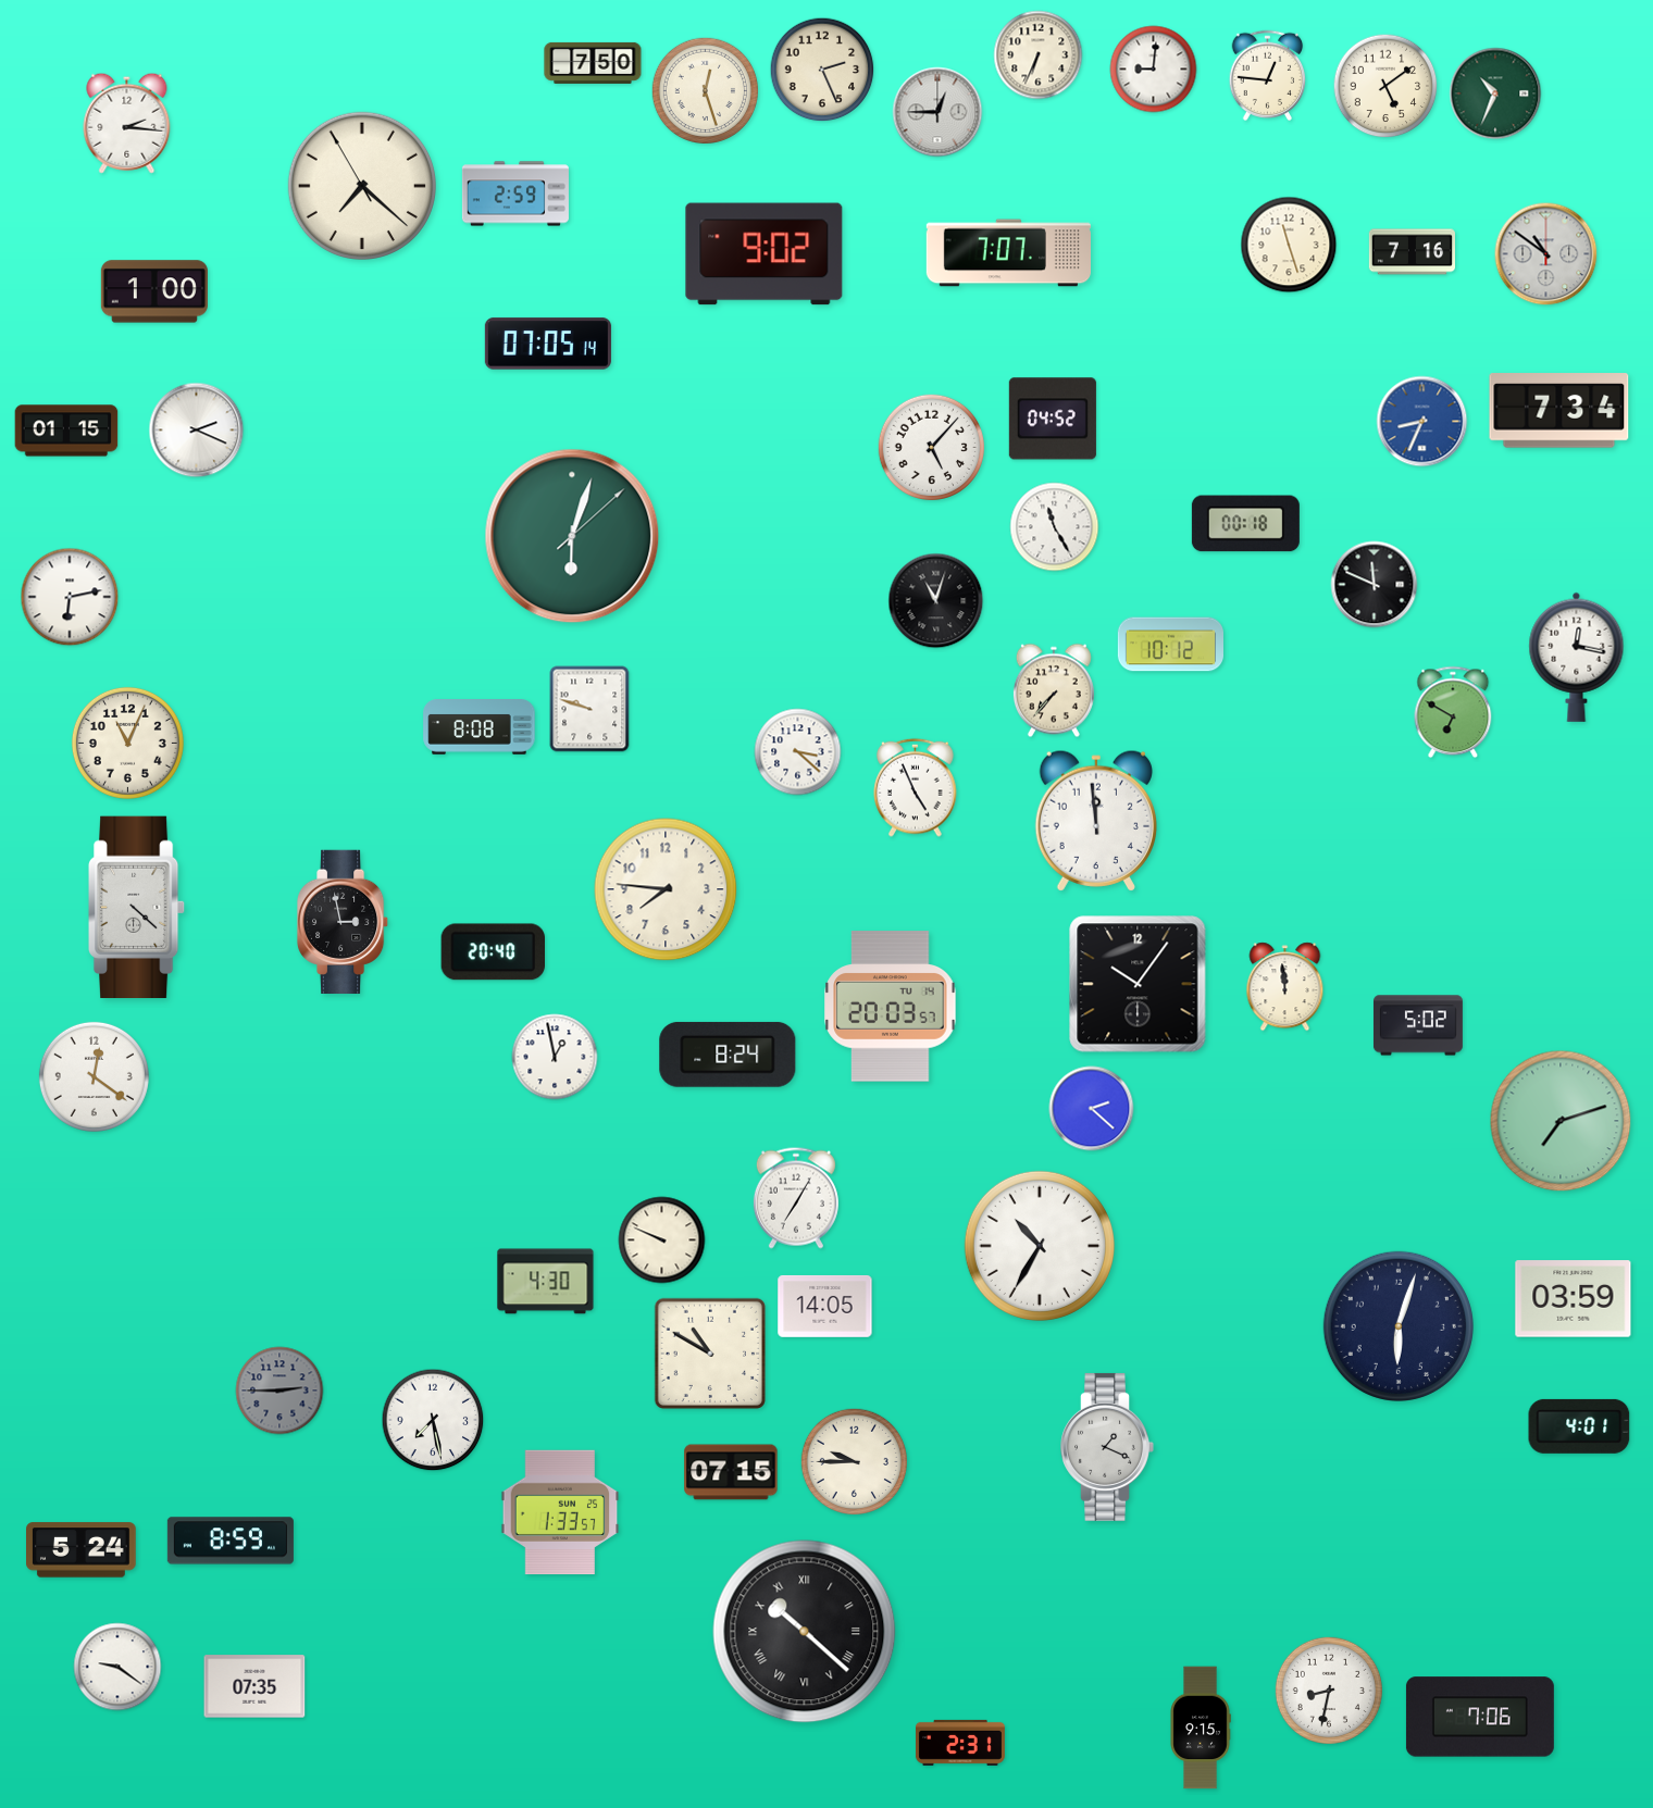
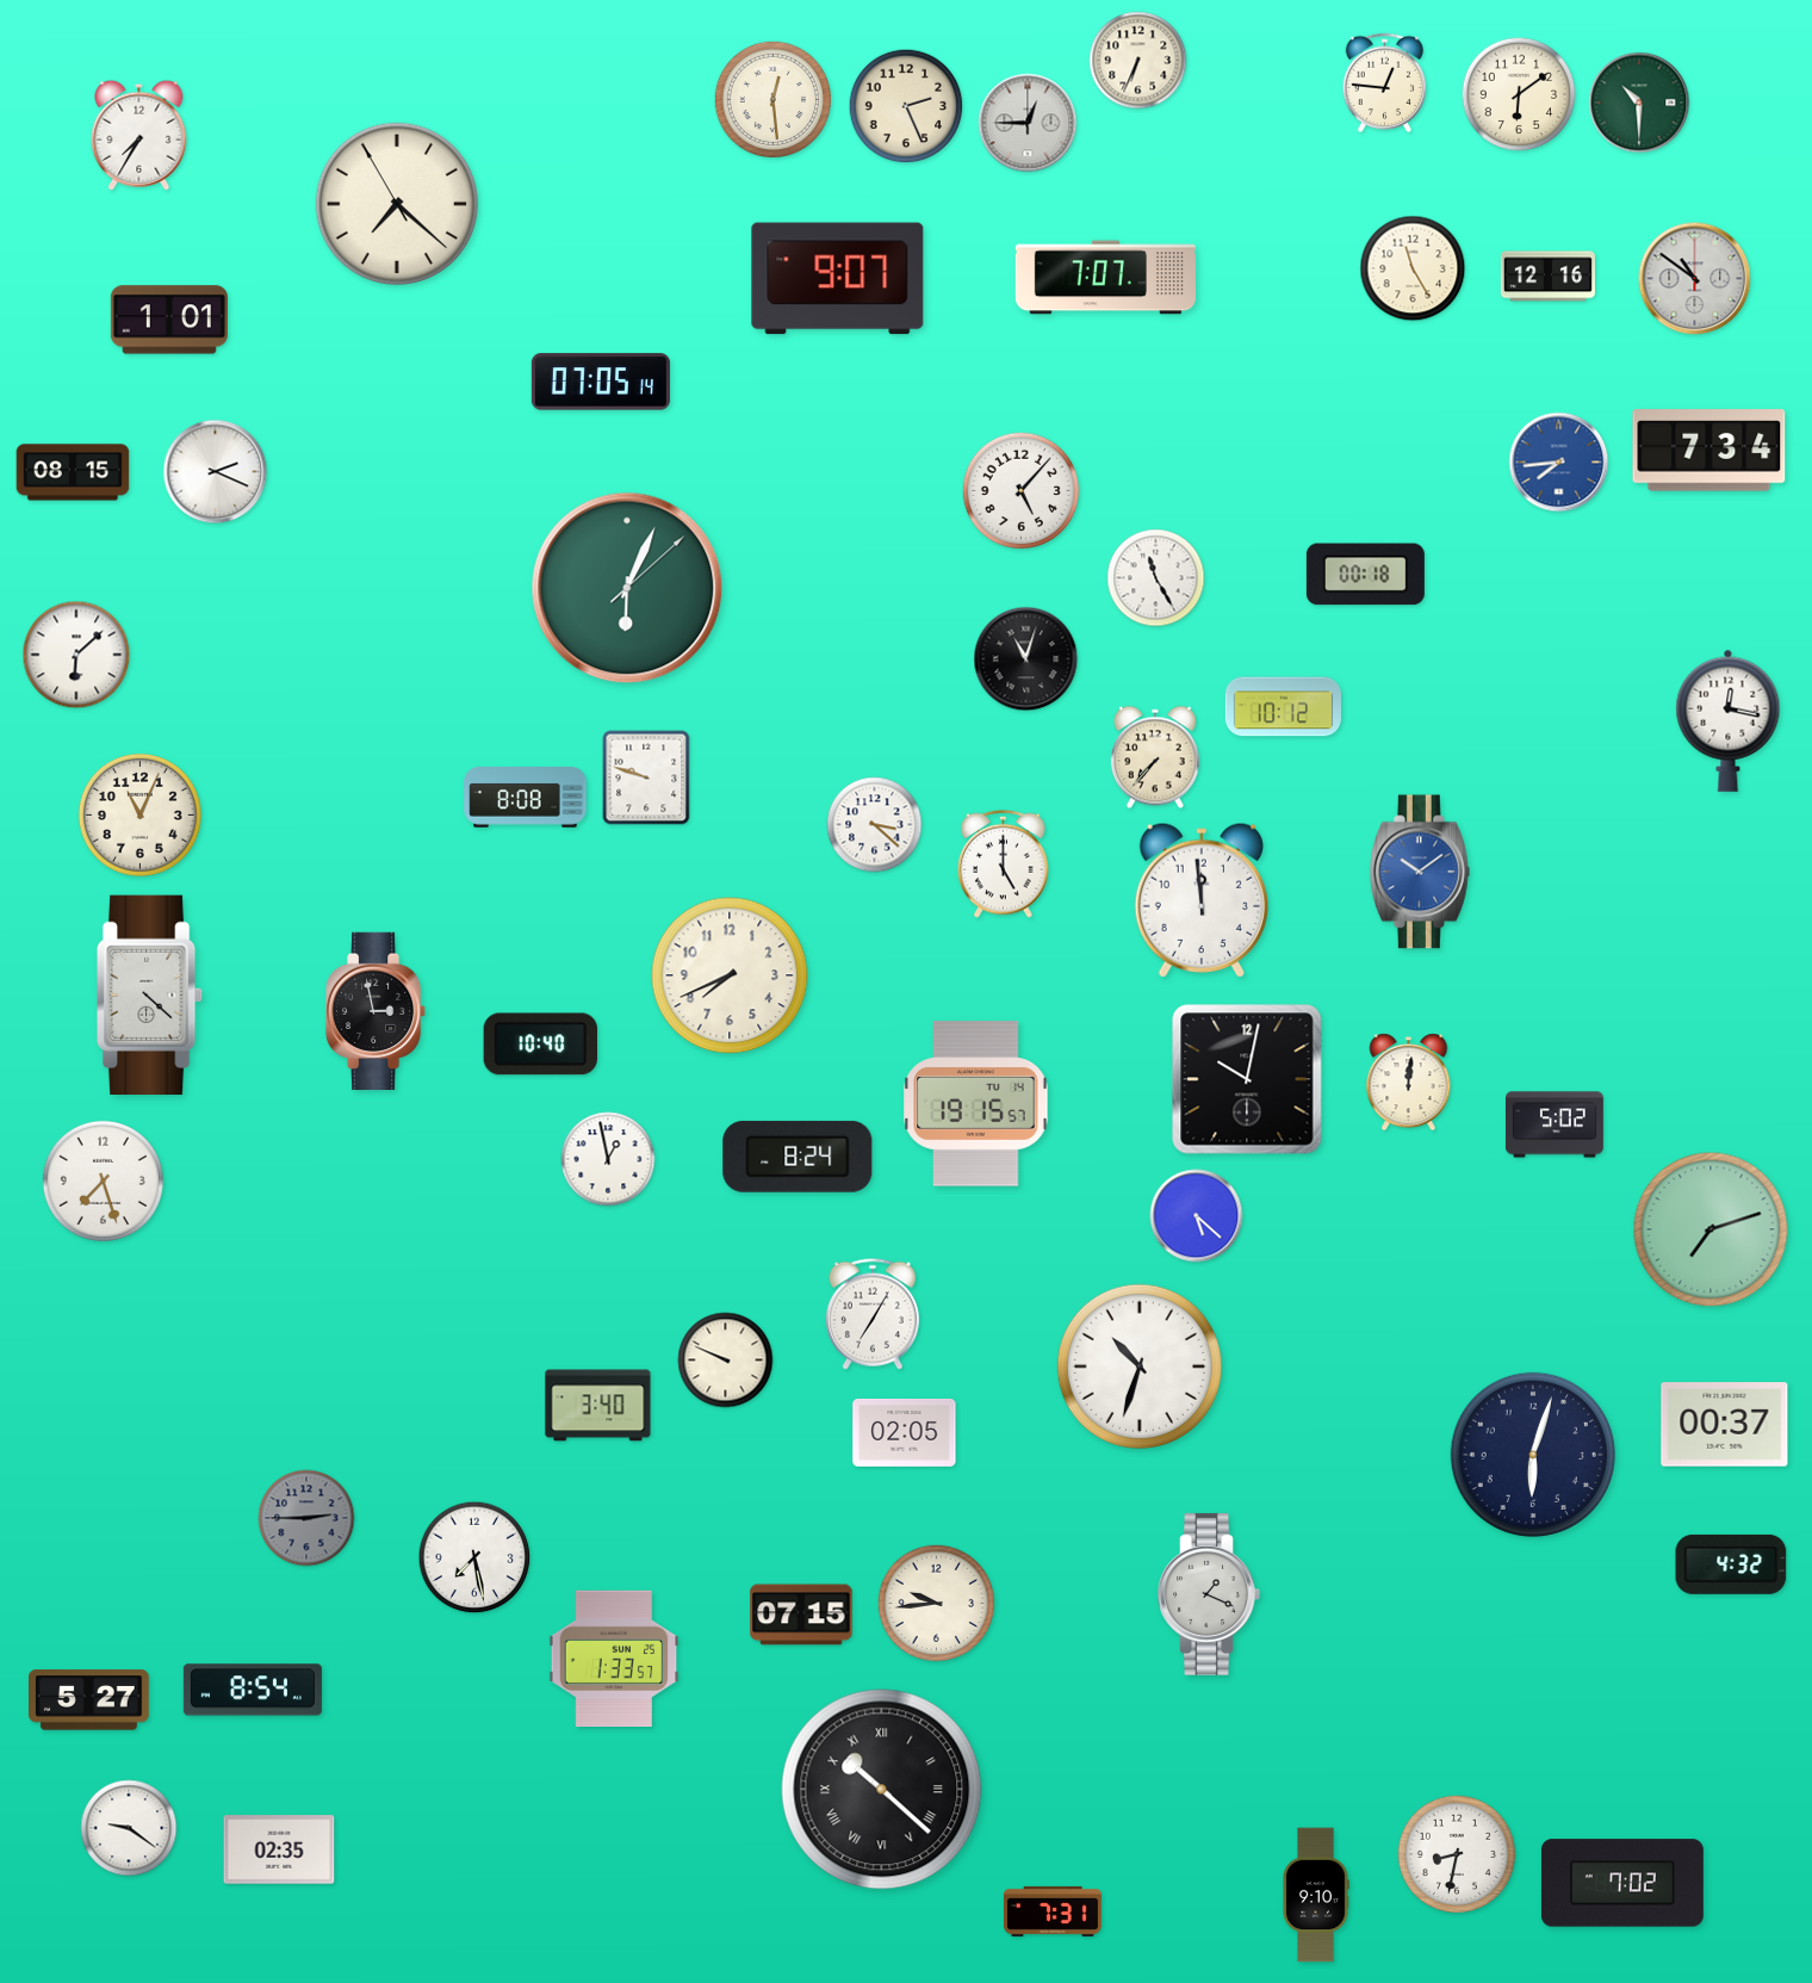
clock at (593, 63): 7:50 -> none
clock at (822, 70) position: (822, 70) -> (906, 106)
clock at (1154, 70): 9:01 -> none
clock at (1268, 76) position: (1268, 76) -> (1385, 83)
clock at (1385, 86): 5:09 -> 6:09
clock at (705, 90): 12:27 -> 12:29
clock at (1495, 93): 10:34 -> 10:30
clock at (127, 123): 2:16 -> 7:35
clock at (515, 194): 2:59 -> none
clock at (1289, 245): 11:27 -> 11:25
clock at (1413, 252): 7:16 -> 12:16
clock at (765, 254): 9:02 -> 9:07
clock at (154, 291): 1:00 -> 1:01
clock at (548, 344) position: (548, 344) -> (601, 382)
clock at (1053, 419): 04:52 -> none
clock at (1422, 422): 8:34 -> 7:44
clock at (66, 431): 01:15 -> 08:15
clock at (572, 536): 6:03 -> 6:04
clock at (1375, 585): 11:49 -> none
clock at (70, 597): 6:13 -> 6:08
clock at (1453, 712): 6:50 -> none
clock at (916, 787): 4:56 -> 5:00
clock at (1420, 872): none -> 10:09
clock at (666, 889): 7:46 -> 7:41
clock at (494, 952): 20:40 -> 10:40
clock at (1138, 984): 10:06 -> 10:02
clock at (1285, 987): 11:59 -> 12:01
clock at (891, 1007): 20:03 -> 19:15
clock at (94, 1076): 12:21 -> 7:27
clock at (1092, 1109): 2:22 -> 5:22
clock at (1040, 1246): 10:35 -> 10:33
clock at (546, 1282): 4:30 -> 3:40
clock at (1574, 1299): 03:59 -> 00:37
clock at (825, 1306): 14:05 -> 02:05
clock at (710, 1354): 10:50 -> none
clock at (279, 1391) position: (279, 1391) -> (306, 1518)
clock at (1579, 1426): 4:01 -> 4:32
clock at (1107, 1447) position: (1107, 1447) -> (1209, 1594)
clock at (854, 1461): 9:45 -> 9:44
clock at (231, 1541): 8:59 -> 8:54
clock at (82, 1550): 5:24 -> 5:27
clock at (254, 1686): 07:35 -> 02:35
clock at (1480, 1717): 7:06 -> 7:02
clock at (1201, 1728): 9:15 -> 9:10
clock at (960, 1743): 2:31 -> 7:31
